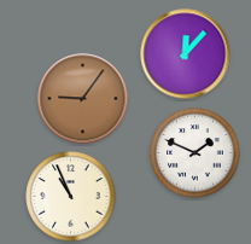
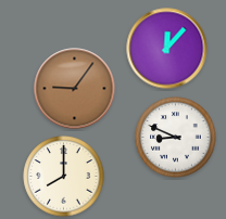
clock at (195, 153): 1:49 -> 8:49
clock at (71, 197): 10:56 -> 8:00
